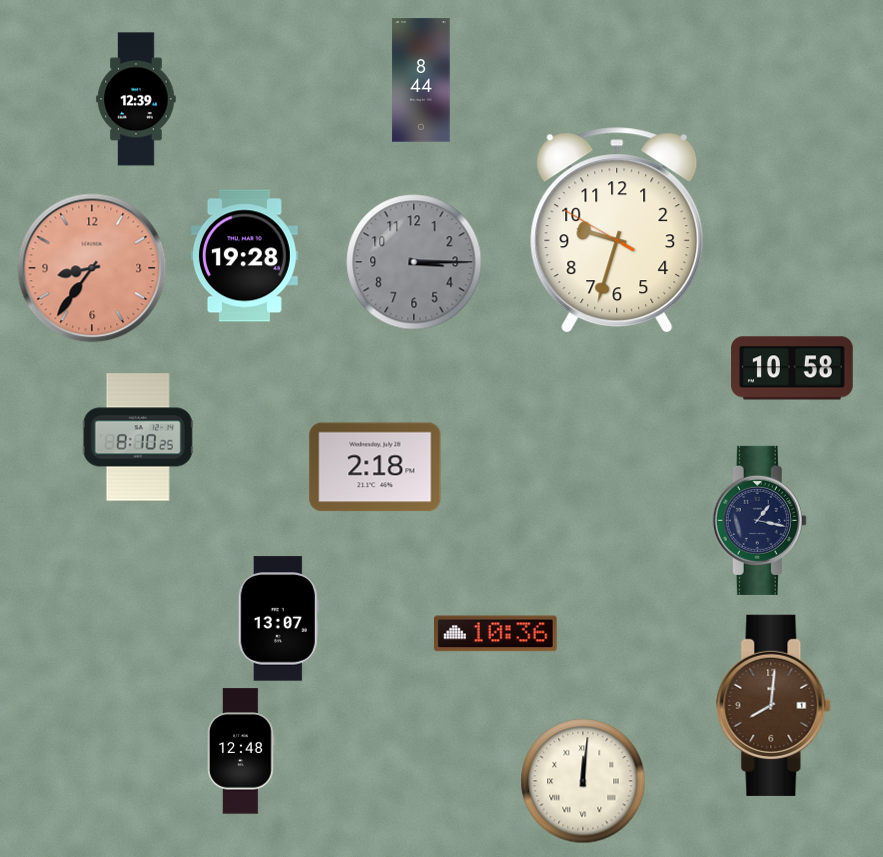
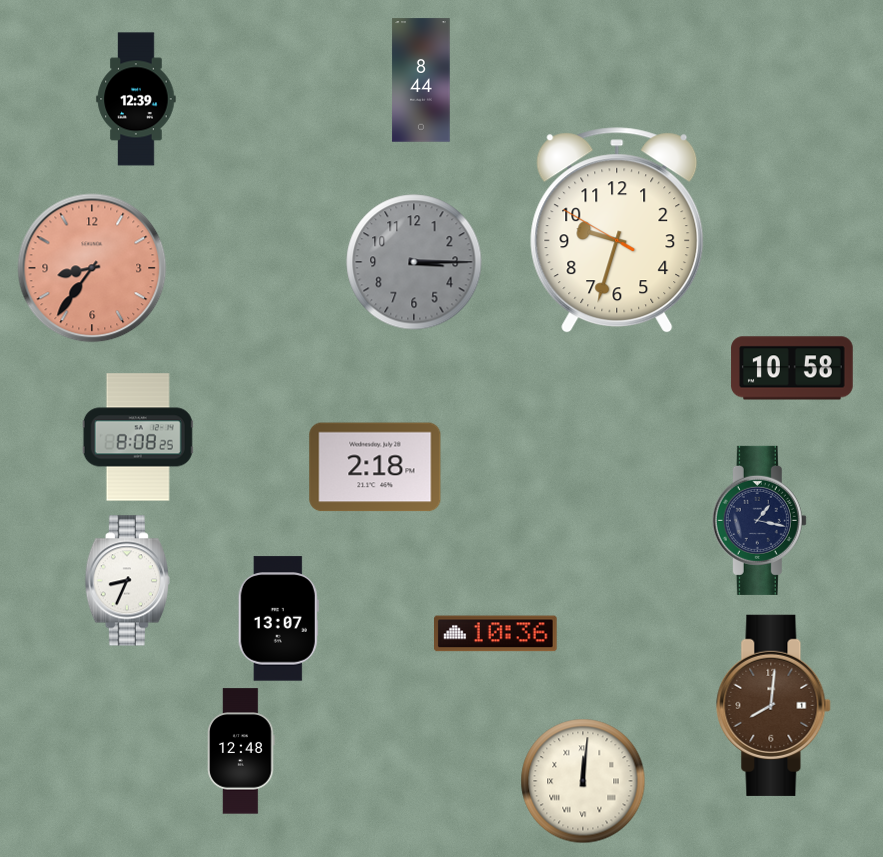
clock at (244, 256): 19:28 -> none
clock at (138, 437): 8:10 -> 8:08
clock at (127, 581): none -> 8:34
